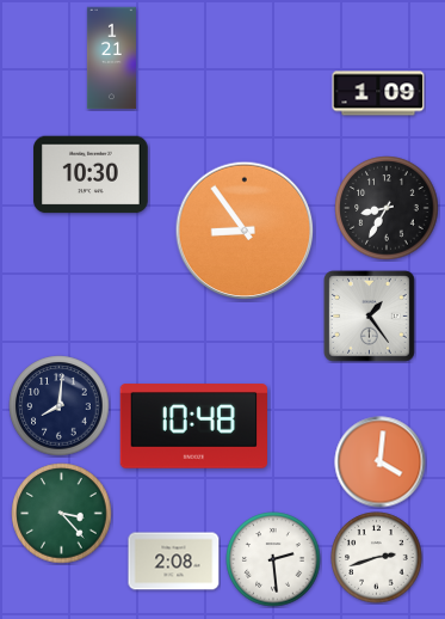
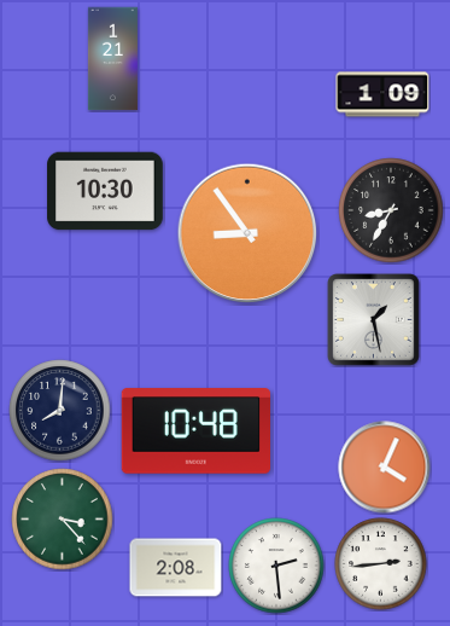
clock at (91, 174) position: (91, 174) -> (105, 191)
clock at (370, 317): 1:24 -> 1:28
clock at (381, 462): 4:01 -> 4:04
clock at (377, 558): 2:42 -> 2:44
